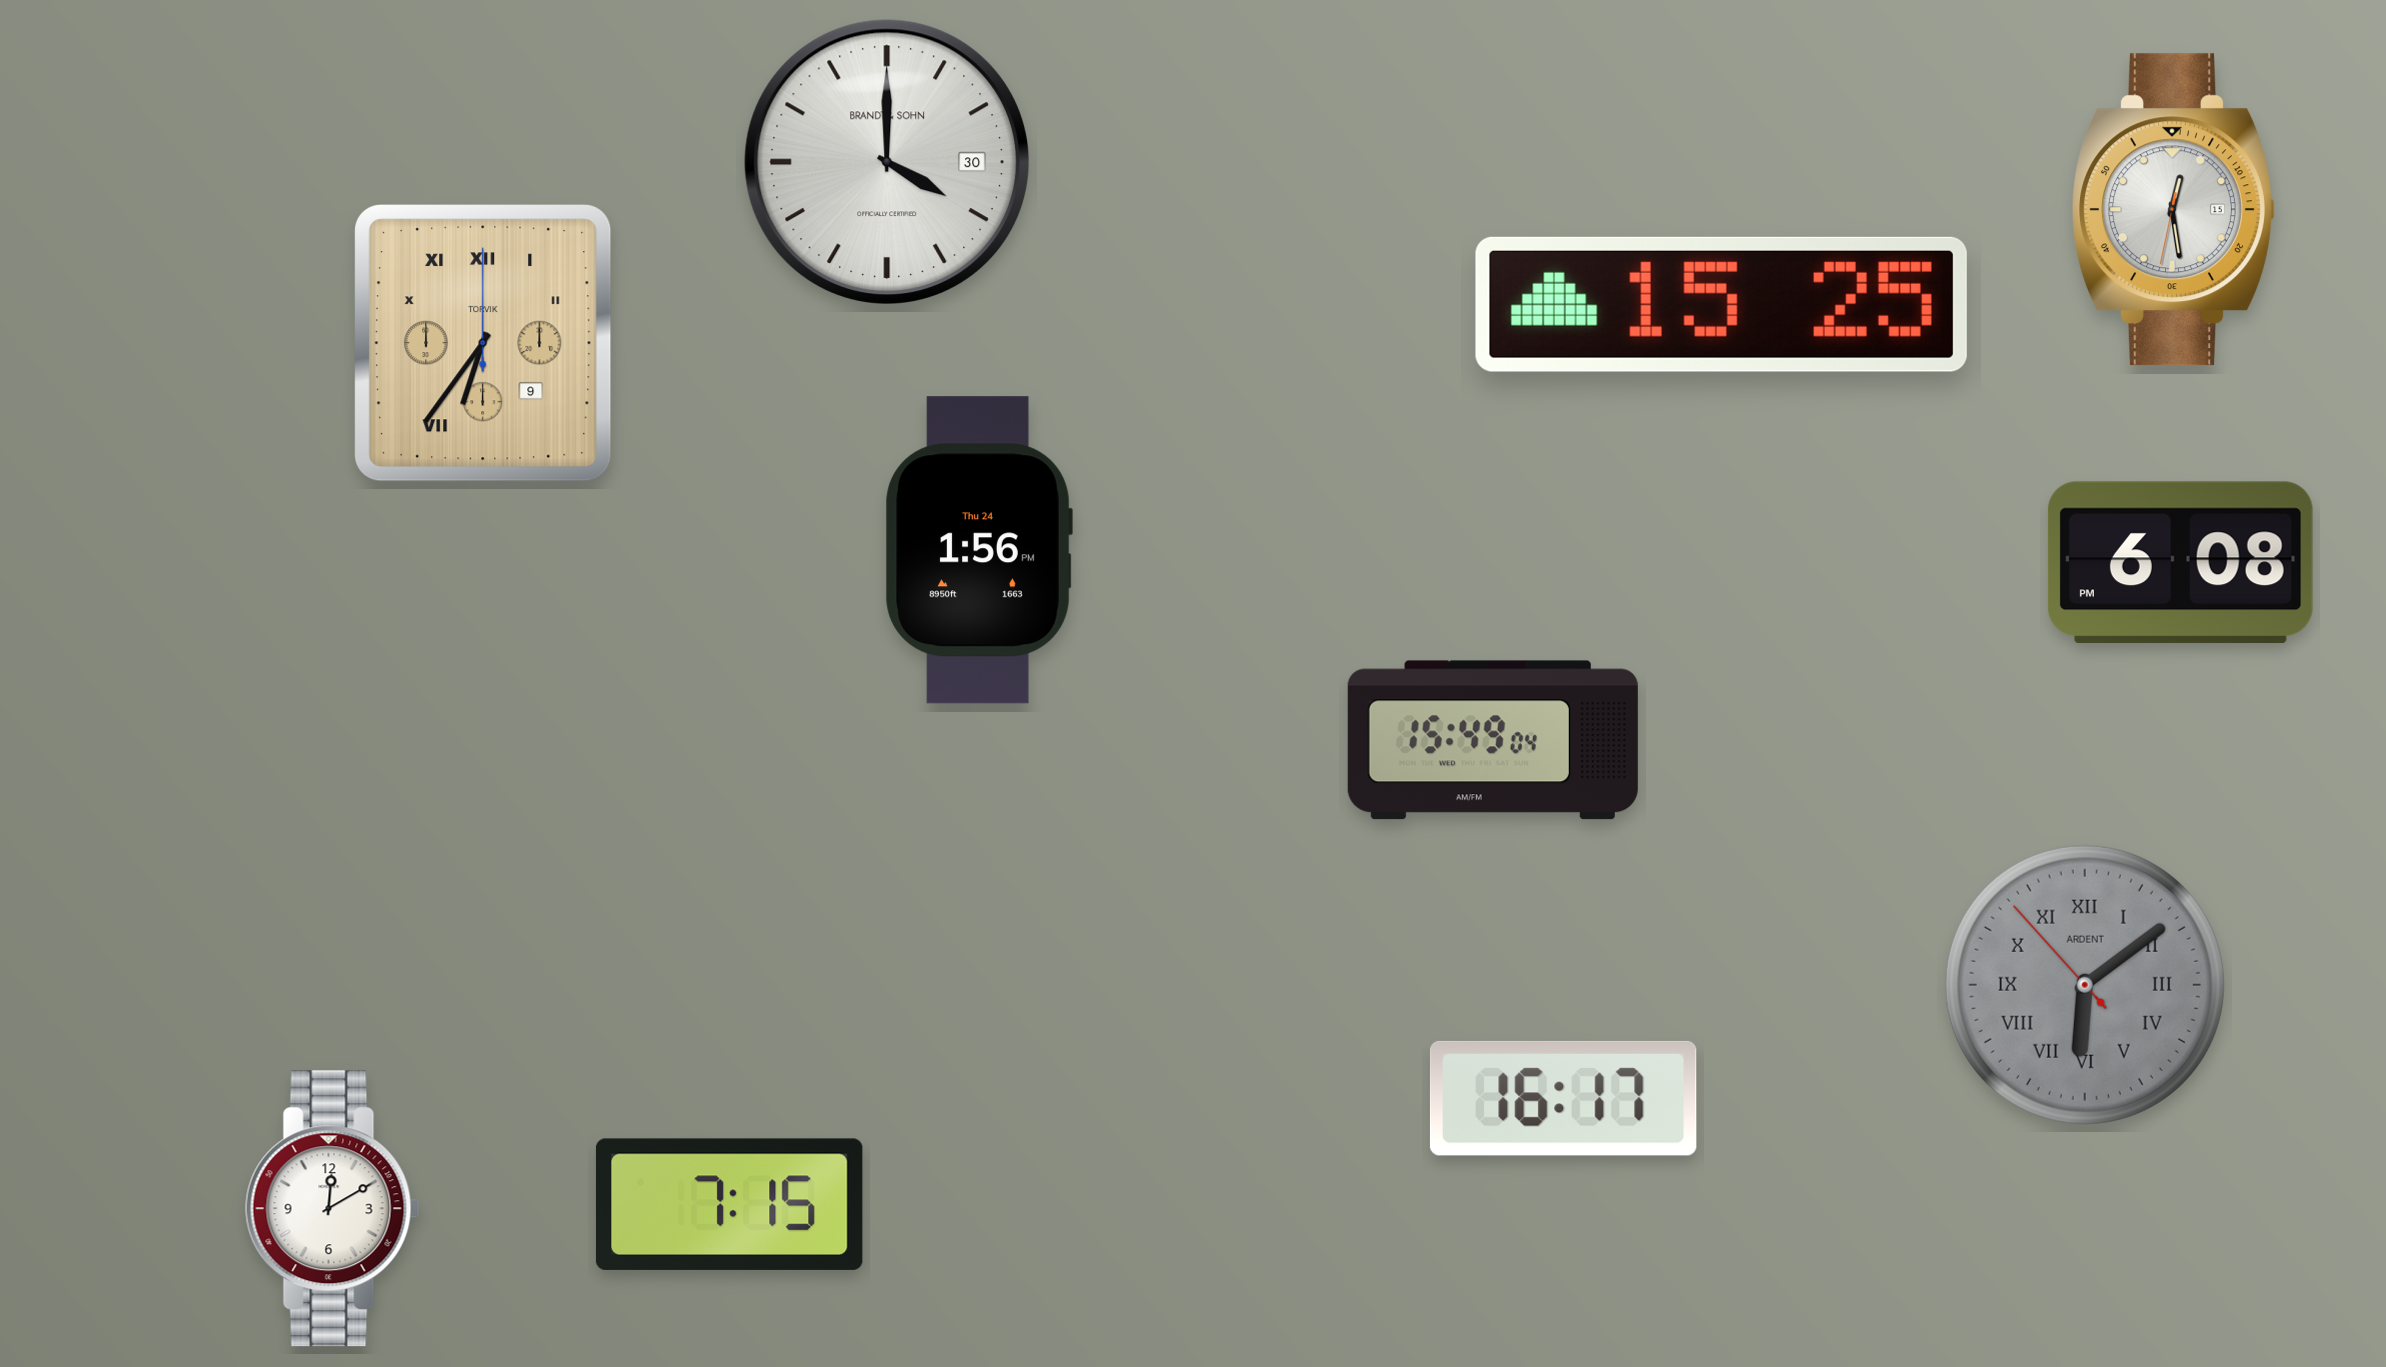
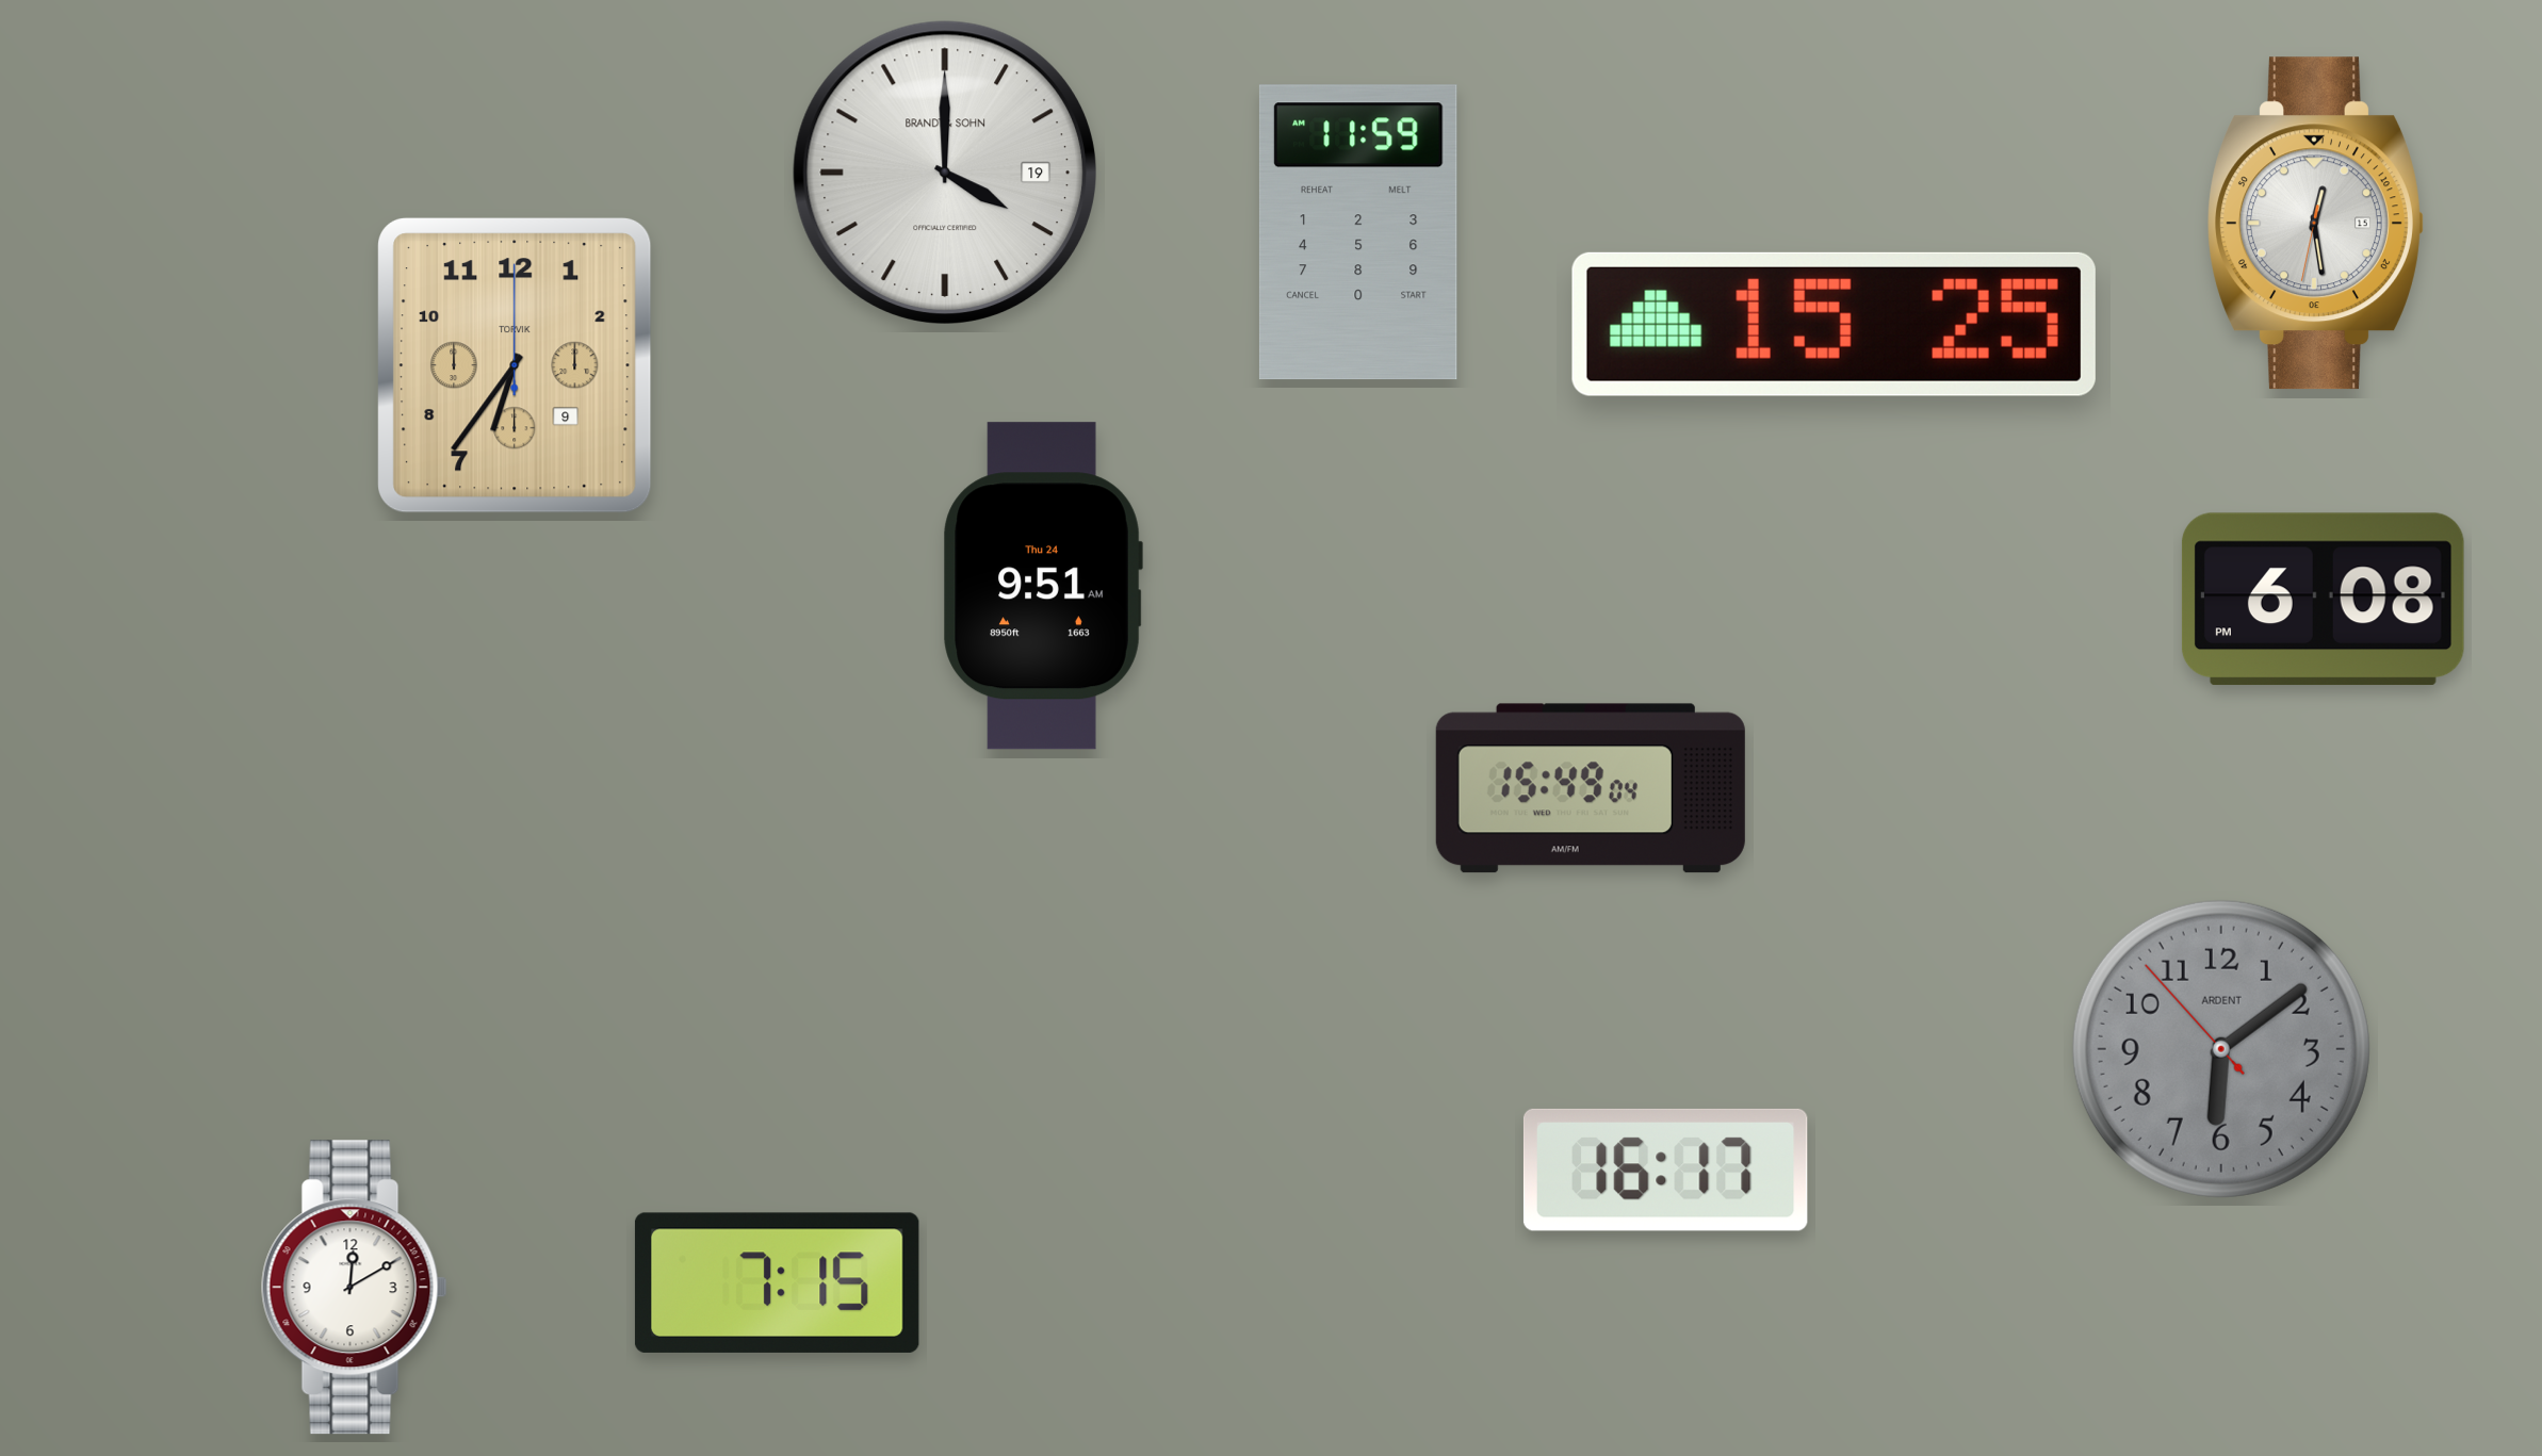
clock at (887, 162) date: 30 -> 19
clock at (1358, 232): none -> 11:59
clock at (484, 344) numerals: Roman -> Arabic
clock at (979, 550): 1:56 -> 9:51
clock at (2085, 985) numerals: Roman -> Arabic
